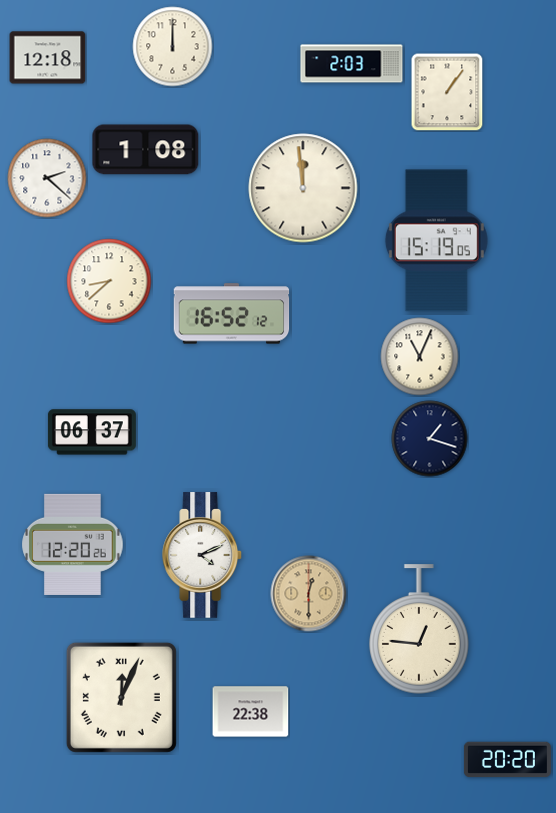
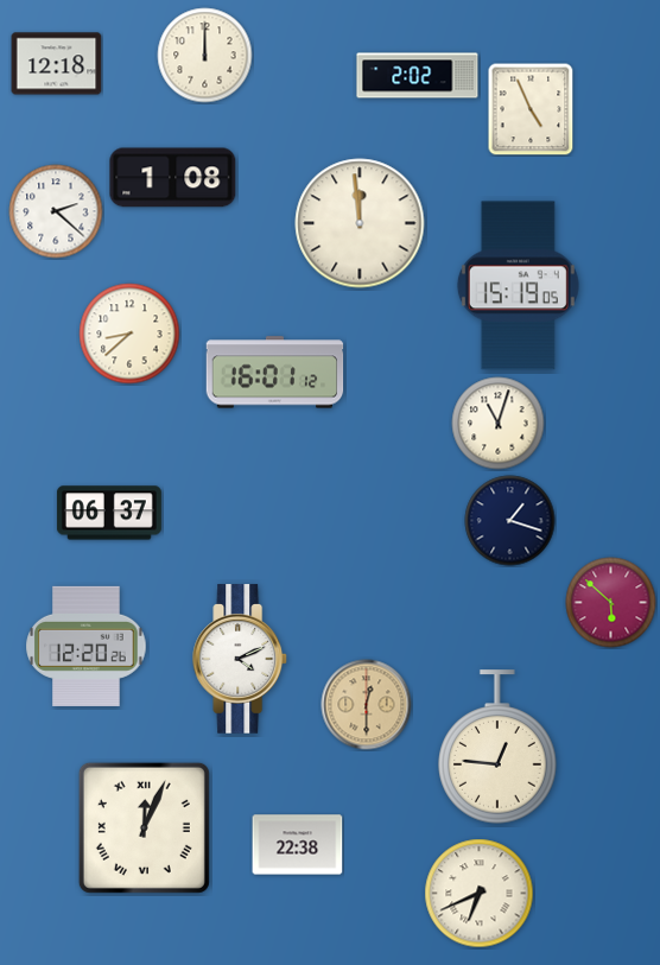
clock at (48, 58) position: (48, 58) -> (57, 64)
clock at (352, 64): 2:03 -> 2:02
clock at (447, 92): 1:06 -> 4:56
clock at (232, 314): 16:52 -> 16:01
clock at (420, 357): 11:04 -> 11:03
clock at (611, 603): none -> 5:52
clock at (480, 894): none -> 6:41
clock at (507, 760): 20:20 -> none
